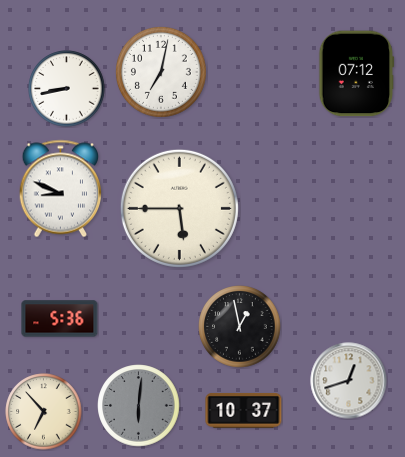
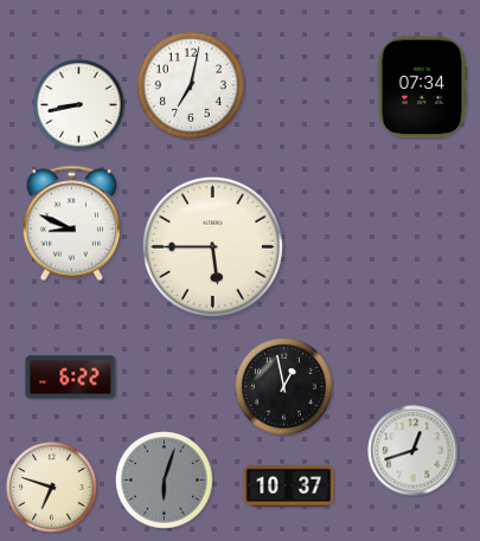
clock at (357, 74): 07:12 -> 07:34
clock at (60, 319): 5:36 -> 6:22
clock at (139, 406): 6:01 -> 6:03
clock at (44, 412): 6:53 -> 6:48
